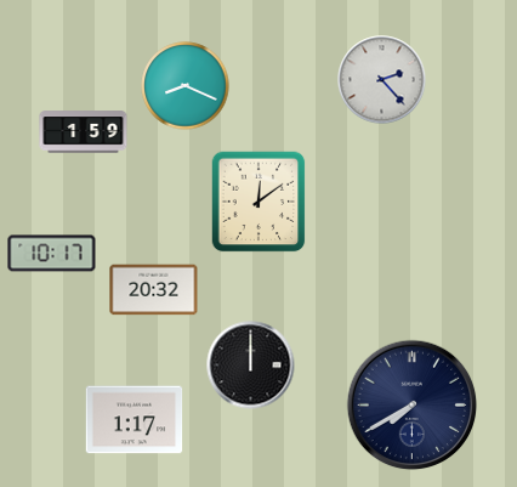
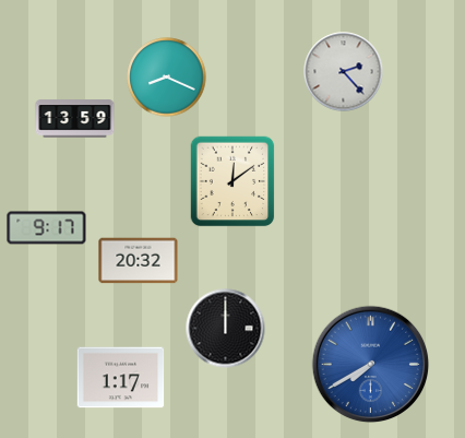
clock at (84, 132): 1:59 -> 13:59
clock at (52, 254): 10:17 -> 9:17
clock at (413, 406) dial: navy -> blue
